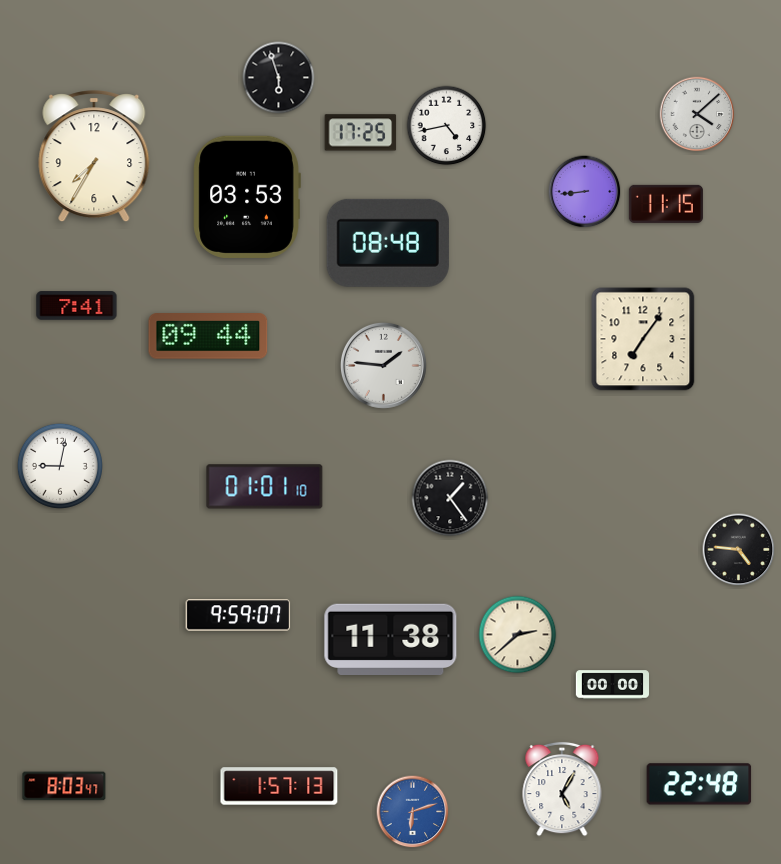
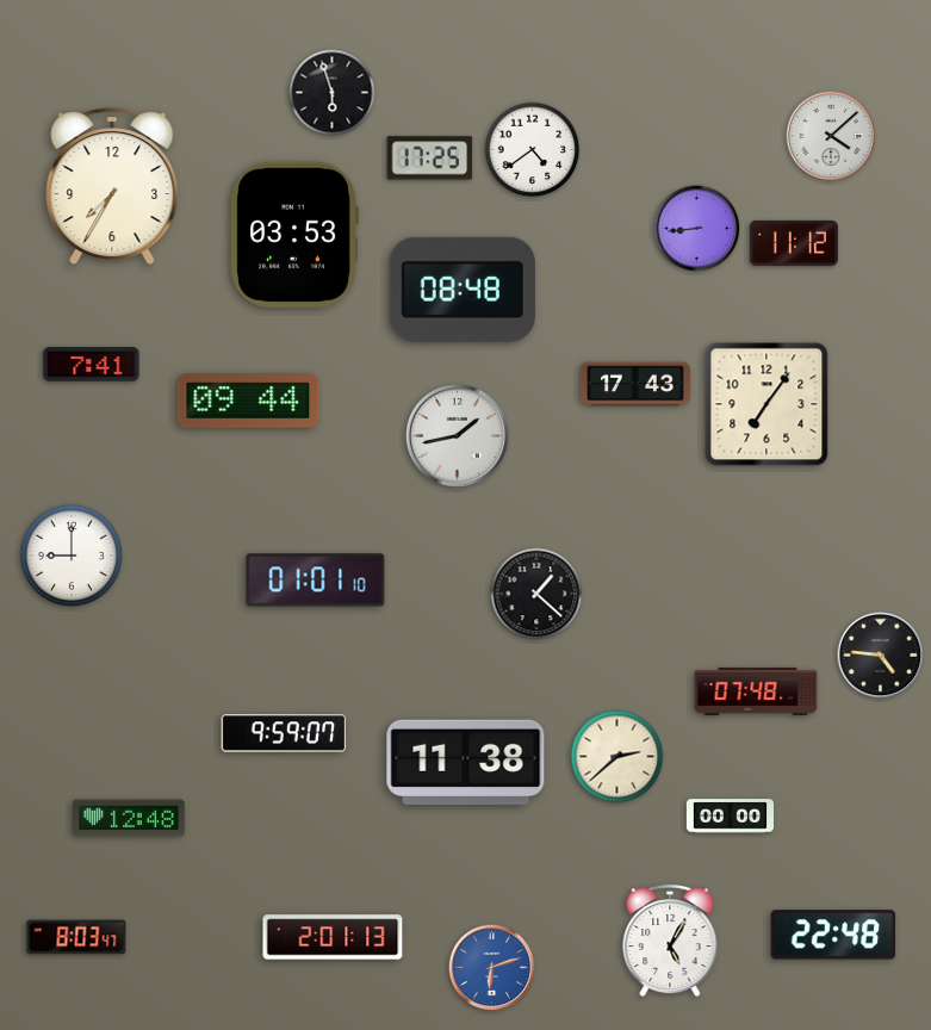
clock at (447, 126): 4:43 -> 4:39
clock at (666, 204): 11:15 -> 11:12
clock at (635, 384): none -> 17:43
clock at (383, 365): 1:46 -> 1:43
clock at (60, 466): 9:02 -> 9:00
clock at (450, 498): 1:24 -> 1:22
clock at (756, 691): none -> 07:48
clock at (129, 818): none -> 12:48
clock at (279, 786): 1:57 -> 2:01
